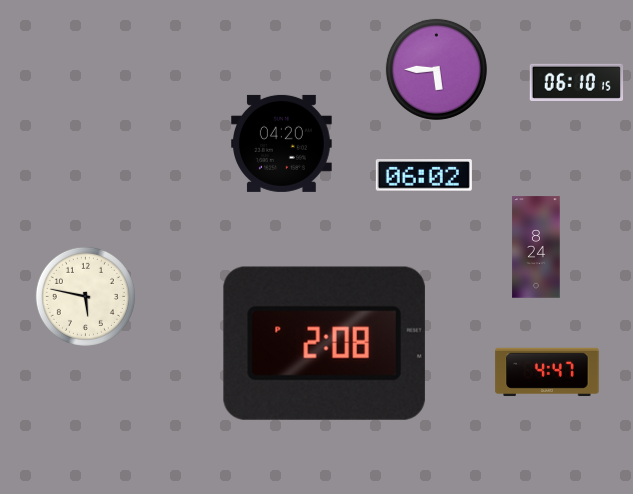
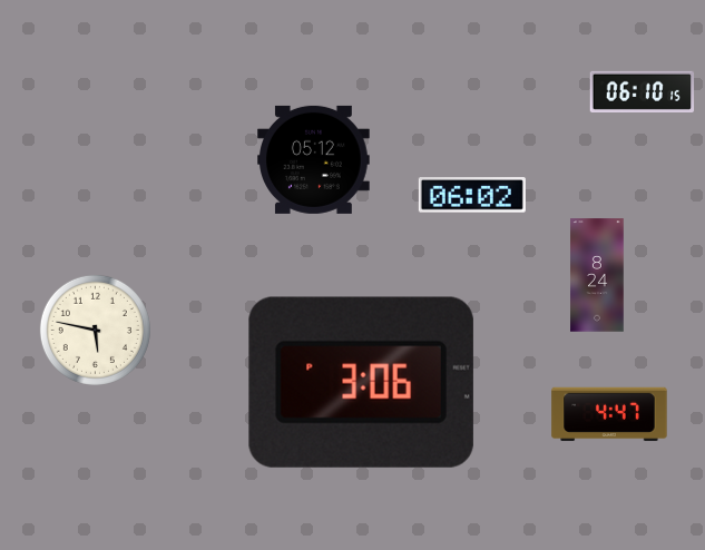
clock at (436, 69): 5:45 -> none
clock at (282, 143): 04:20 -> 05:12
clock at (324, 343): 2:08 -> 3:06
